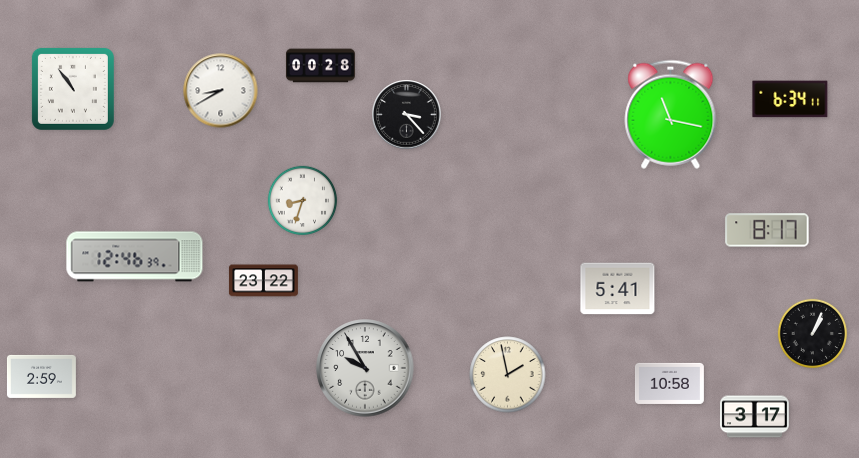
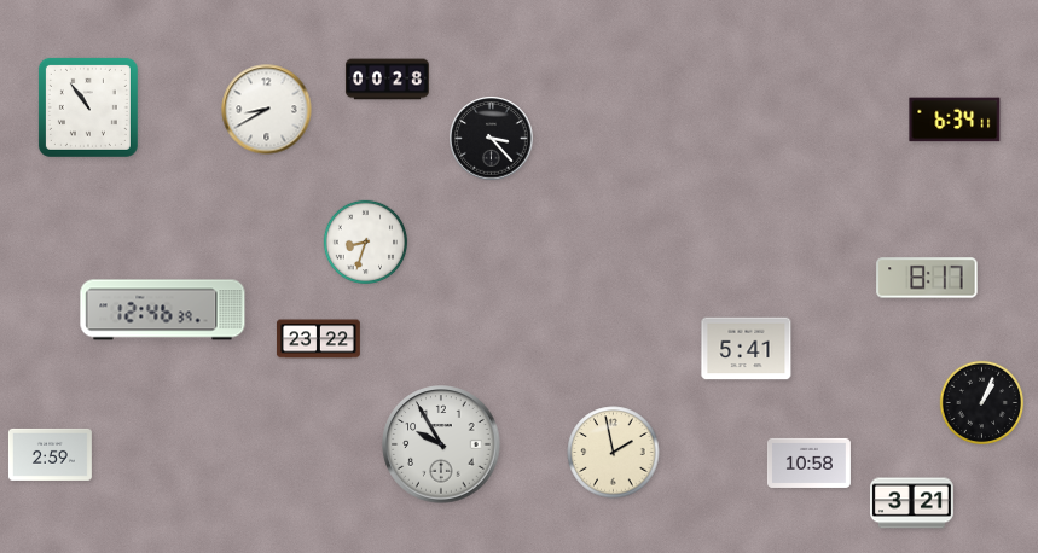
clock at (671, 114): 11:17 -> none
clock at (754, 417): 3:17 -> 3:21
